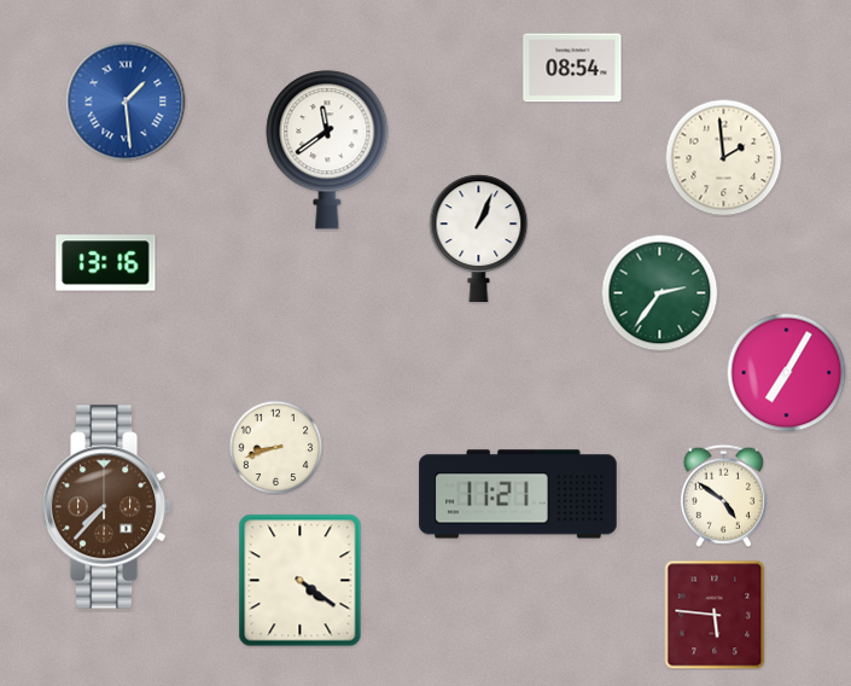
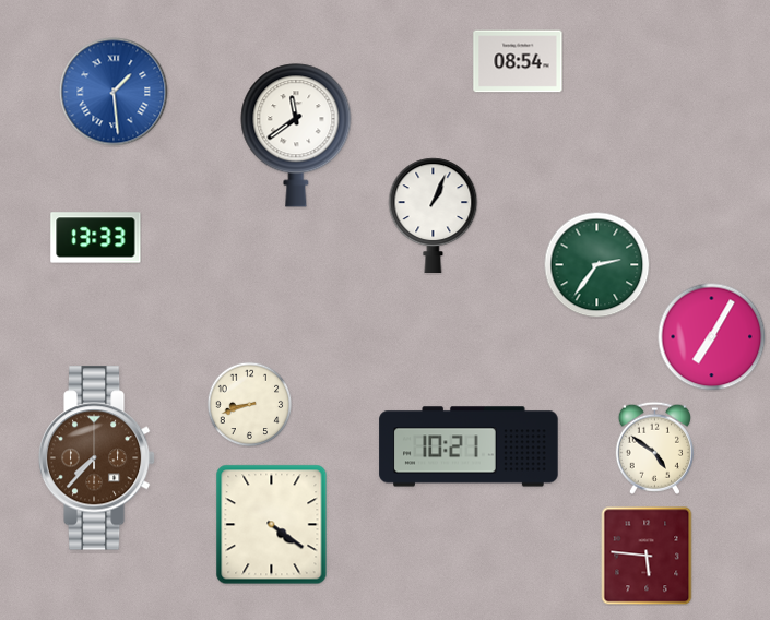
clock at (723, 157): 1:59 -> none
clock at (106, 263): 13:16 -> 13:33
clock at (518, 494): 11:21 -> 10:21
